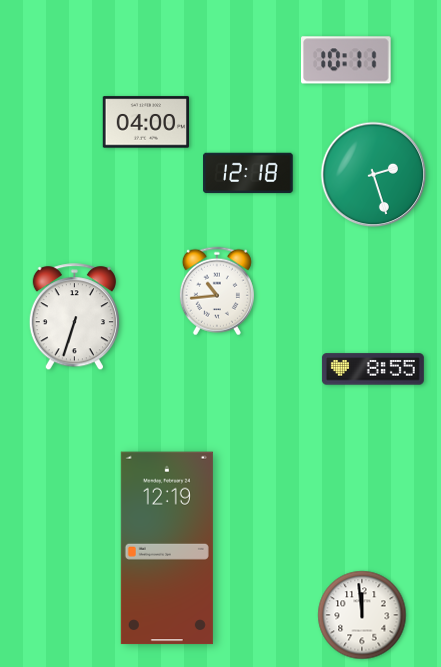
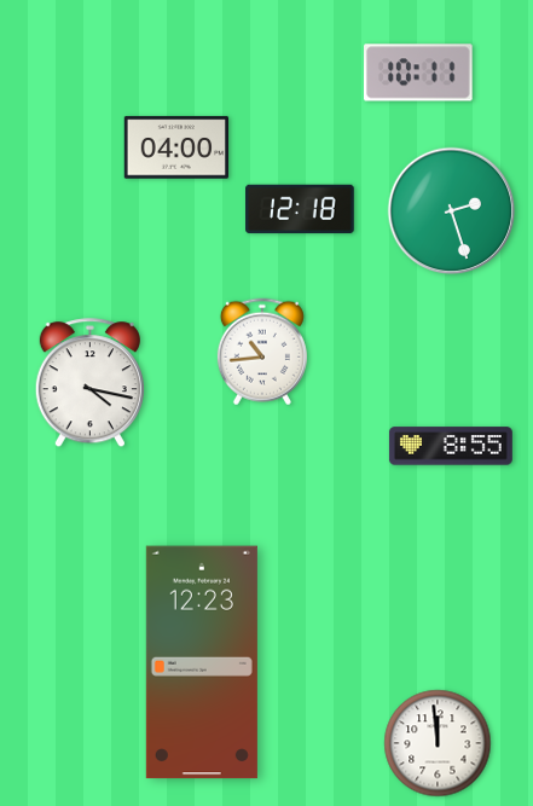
clock at (74, 317): 6:33 -> 4:17
clock at (167, 548): 12:19 -> 12:23
